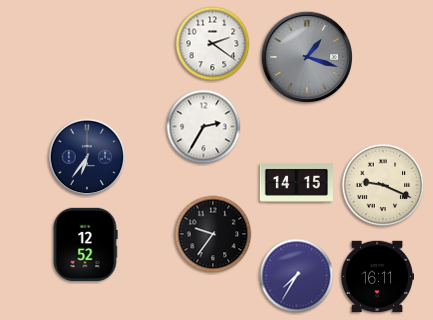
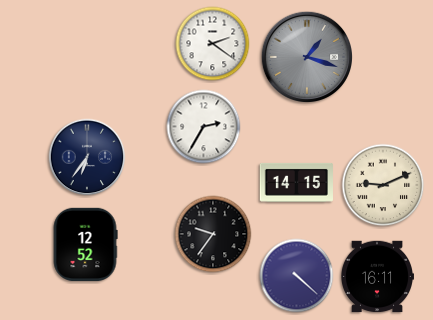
clock at (383, 185): 9:19 -> 9:11
clock at (297, 276): 7:35 -> 4:22
